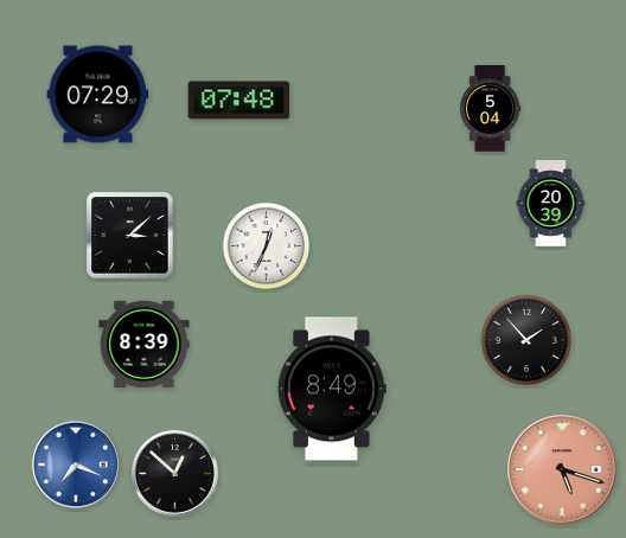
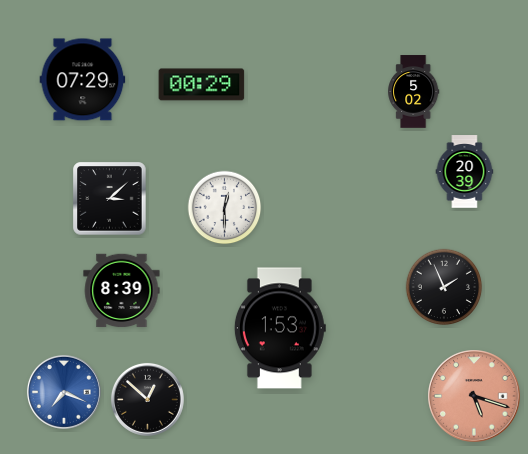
clock at (239, 101): 07:48 -> 00:29
clock at (491, 109): 5:04 -> 5:02
clock at (267, 246): 12:34 -> 12:30
clock at (526, 340): 1:53 -> 1:56
clock at (332, 389): 8:49 -> 1:53
